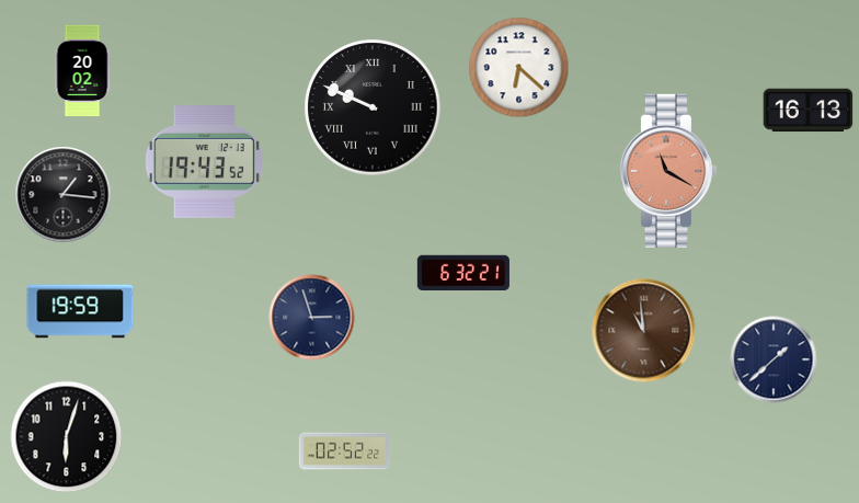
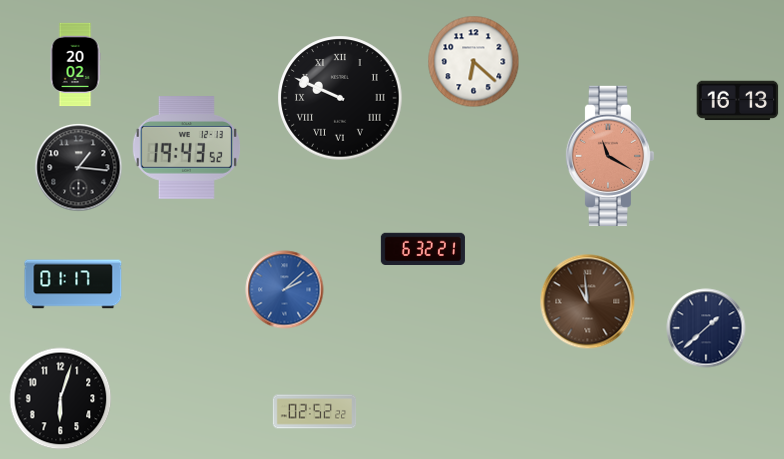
clock at (64, 195) position: (64, 195) -> (79, 168)
clock at (80, 311): 19:59 -> 01:17
clock at (312, 318): 2:57 -> 2:08
clock at (312, 318) dial: navy -> blue
